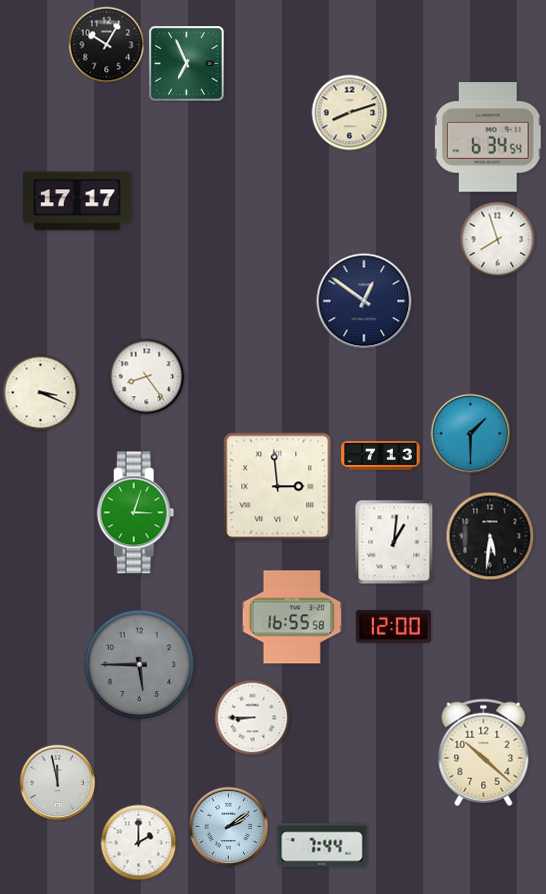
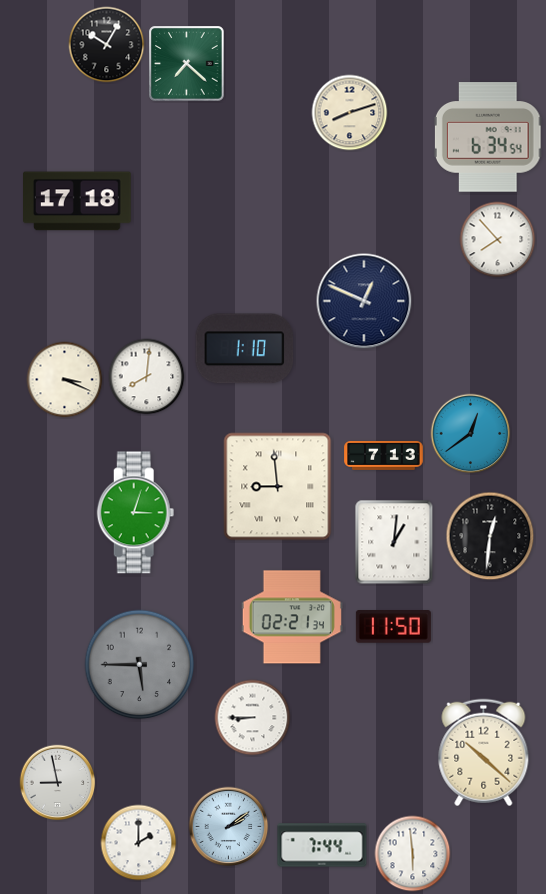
clock at (187, 64): 6:56 -> 7:22
clock at (78, 201): 17:17 -> 17:18
clock at (498, 240): 7:57 -> 7:53
clock at (364, 301): 12:51 -> 12:49
clock at (245, 349): none -> 1:10
clock at (147, 377): 8:24 -> 8:01
clock at (41, 393) position: (41, 393) -> (65, 380)
clock at (471, 434): 1:30 -> 12:39
clock at (381, 455) position: (381, 455) -> (384, 455)
clock at (278, 487): 2:59 -> 8:59
clock at (490, 536): 5:31 -> 12:31
clock at (292, 617): 16:55 -> 02:21
clock at (393, 627): 12:00 -> 11:50
clock at (58, 783): 11:58 -> 8:58
clock at (413, 854): none -> 5:59
